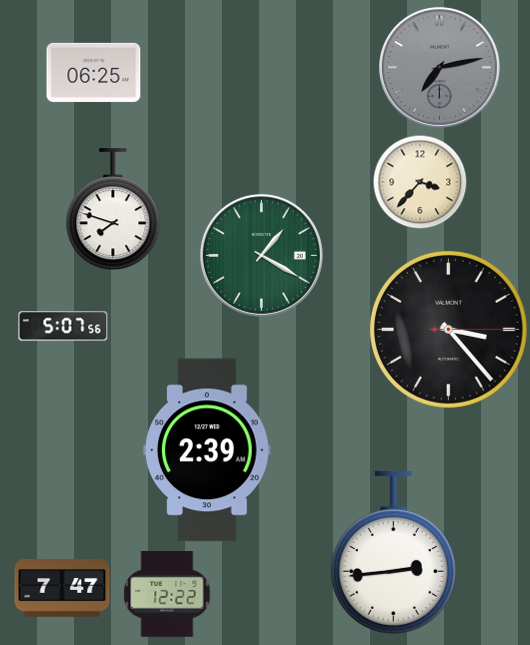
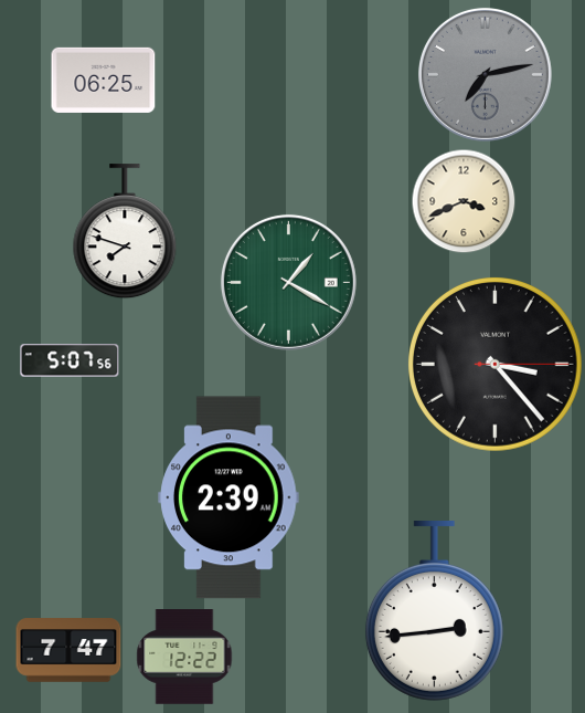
clock at (420, 182): 3:37 -> 3:41
